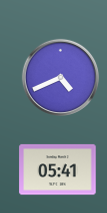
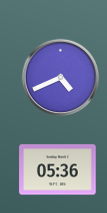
clock at (58, 170): 05:41 -> 05:36
